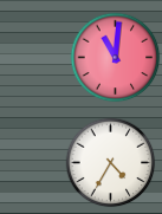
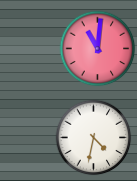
clock at (111, 163): 4:35 -> 4:32
